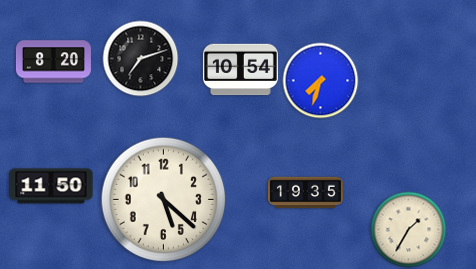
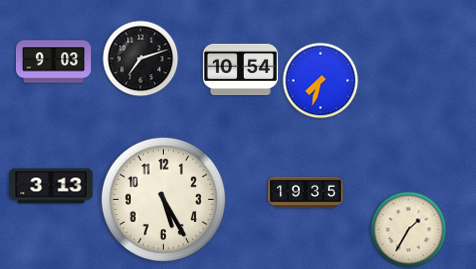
clock at (53, 62): 8:20 -> 9:03
clock at (51, 186): 11:50 -> 3:13
clock at (164, 200): 5:22 -> 5:25
